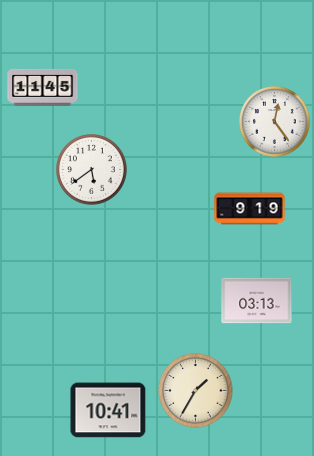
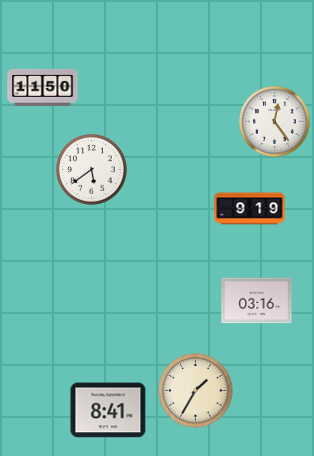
clock at (43, 87): 11:45 -> 11:50
clock at (257, 301): 03:13 -> 03:16
clock at (108, 410): 10:41 -> 8:41
